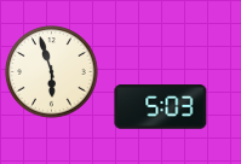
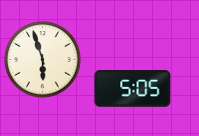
clock at (161, 107): 5:03 -> 5:05
